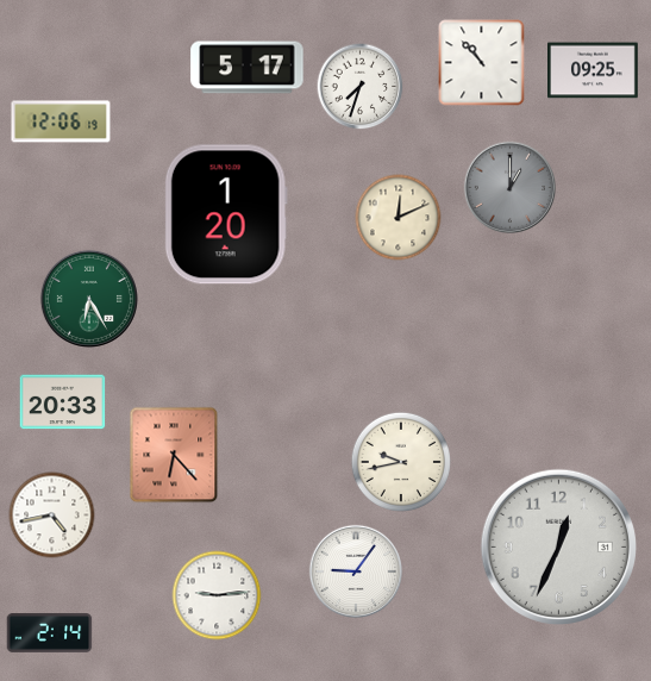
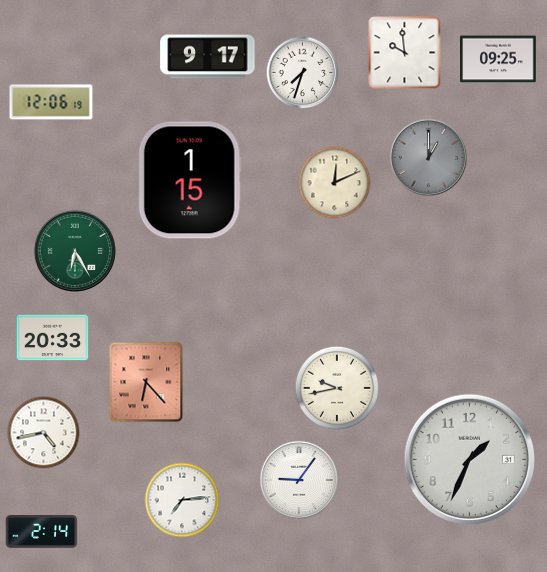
clock at (482, 63): 10:53 -> 9:59
clock at (248, 68): 5:17 -> 9:17
clock at (226, 214): 1:20 -> 1:15
clock at (558, 546): 12:34 -> 1:34
clock at (217, 595): 9:14 -> 7:14
